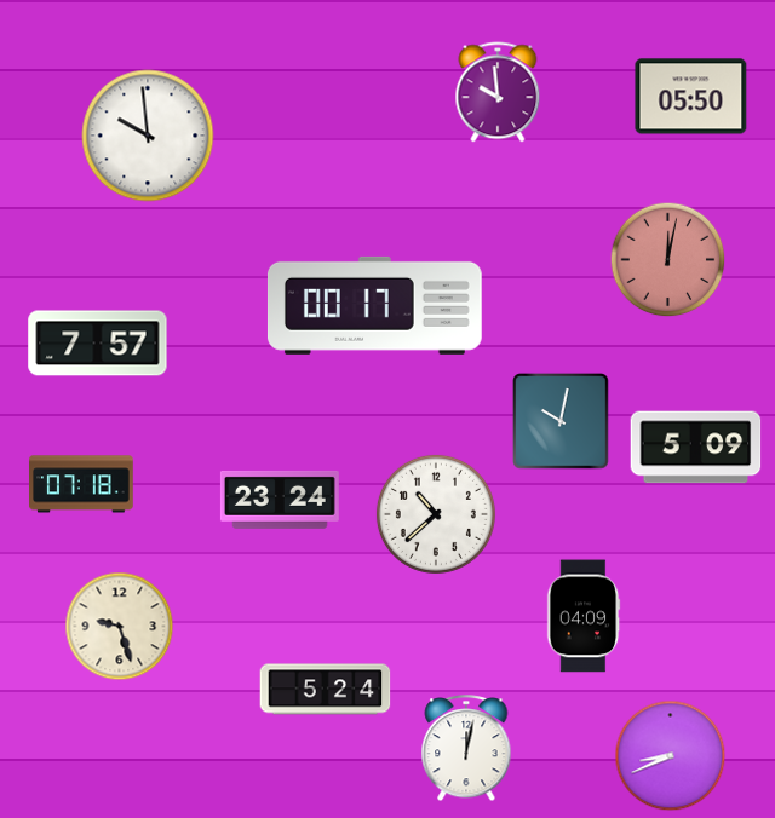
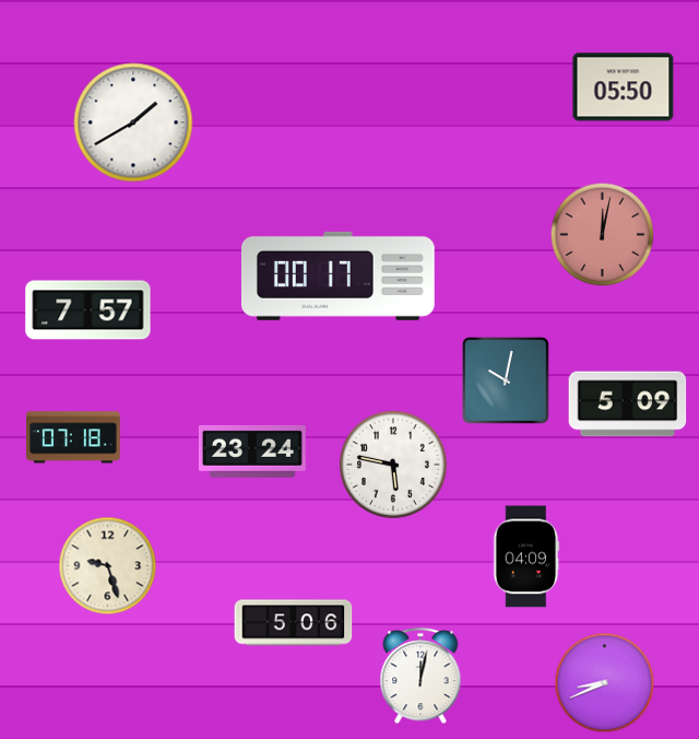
clock at (498, 92): 9:59 -> none
clock at (148, 136): 9:59 -> 1:40
clock at (436, 514): 10:38 -> 5:47
clock at (326, 690): 5:24 -> 5:06
